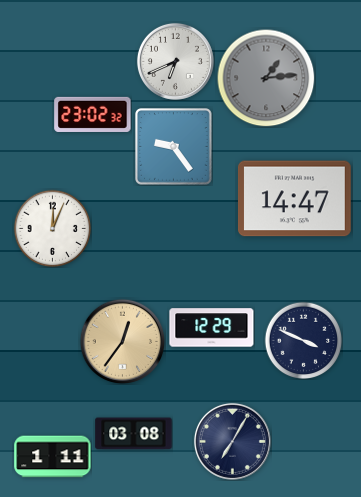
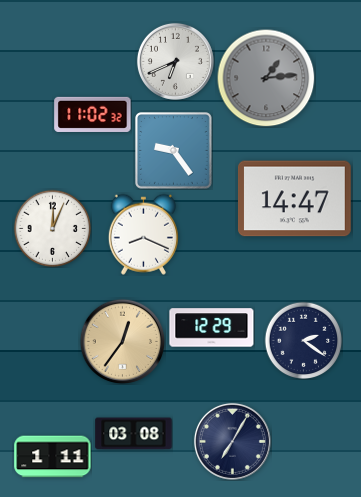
clock at (93, 114): 23:02 -> 11:02
clock at (174, 147) position: (174, 147) -> (174, 151)
clock at (143, 234): none -> 8:19
clock at (303, 340): 3:49 -> 2:21
